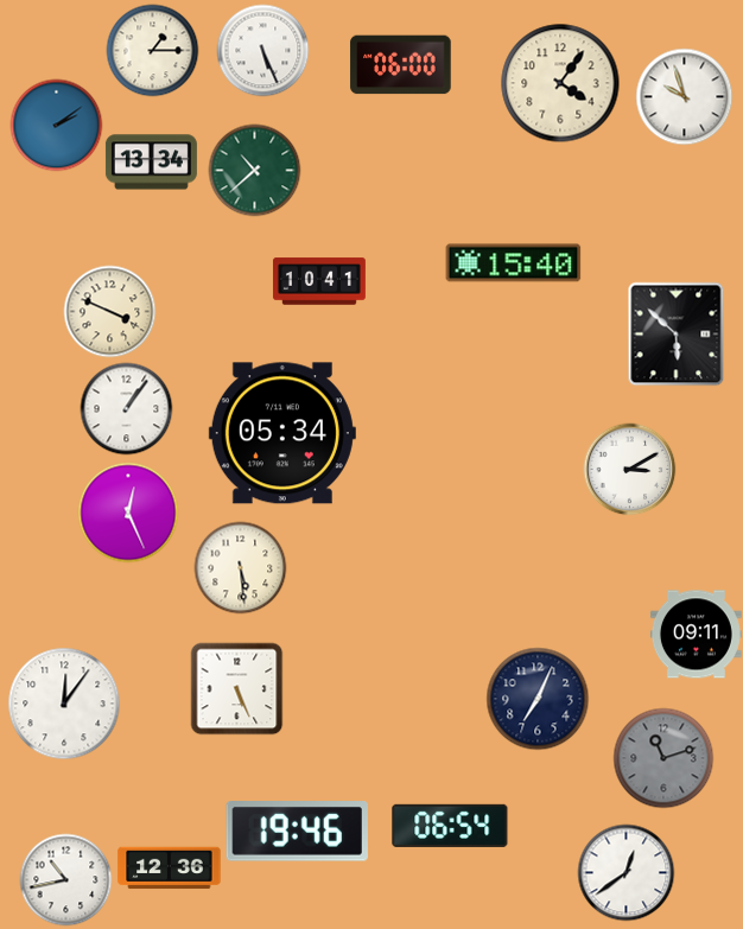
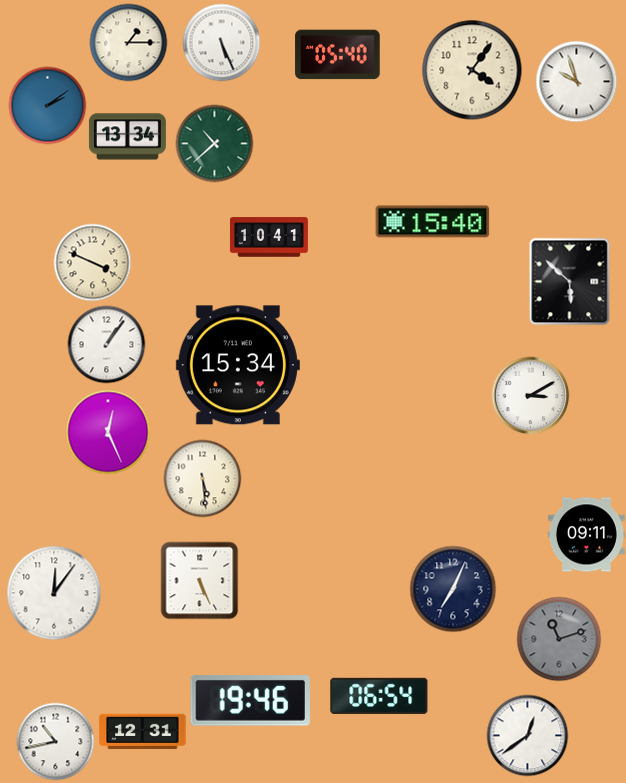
clock at (401, 65): 06:00 -> 05:40
clock at (282, 433): 05:34 -> 15:34
clock at (170, 868): 12:36 -> 12:31
